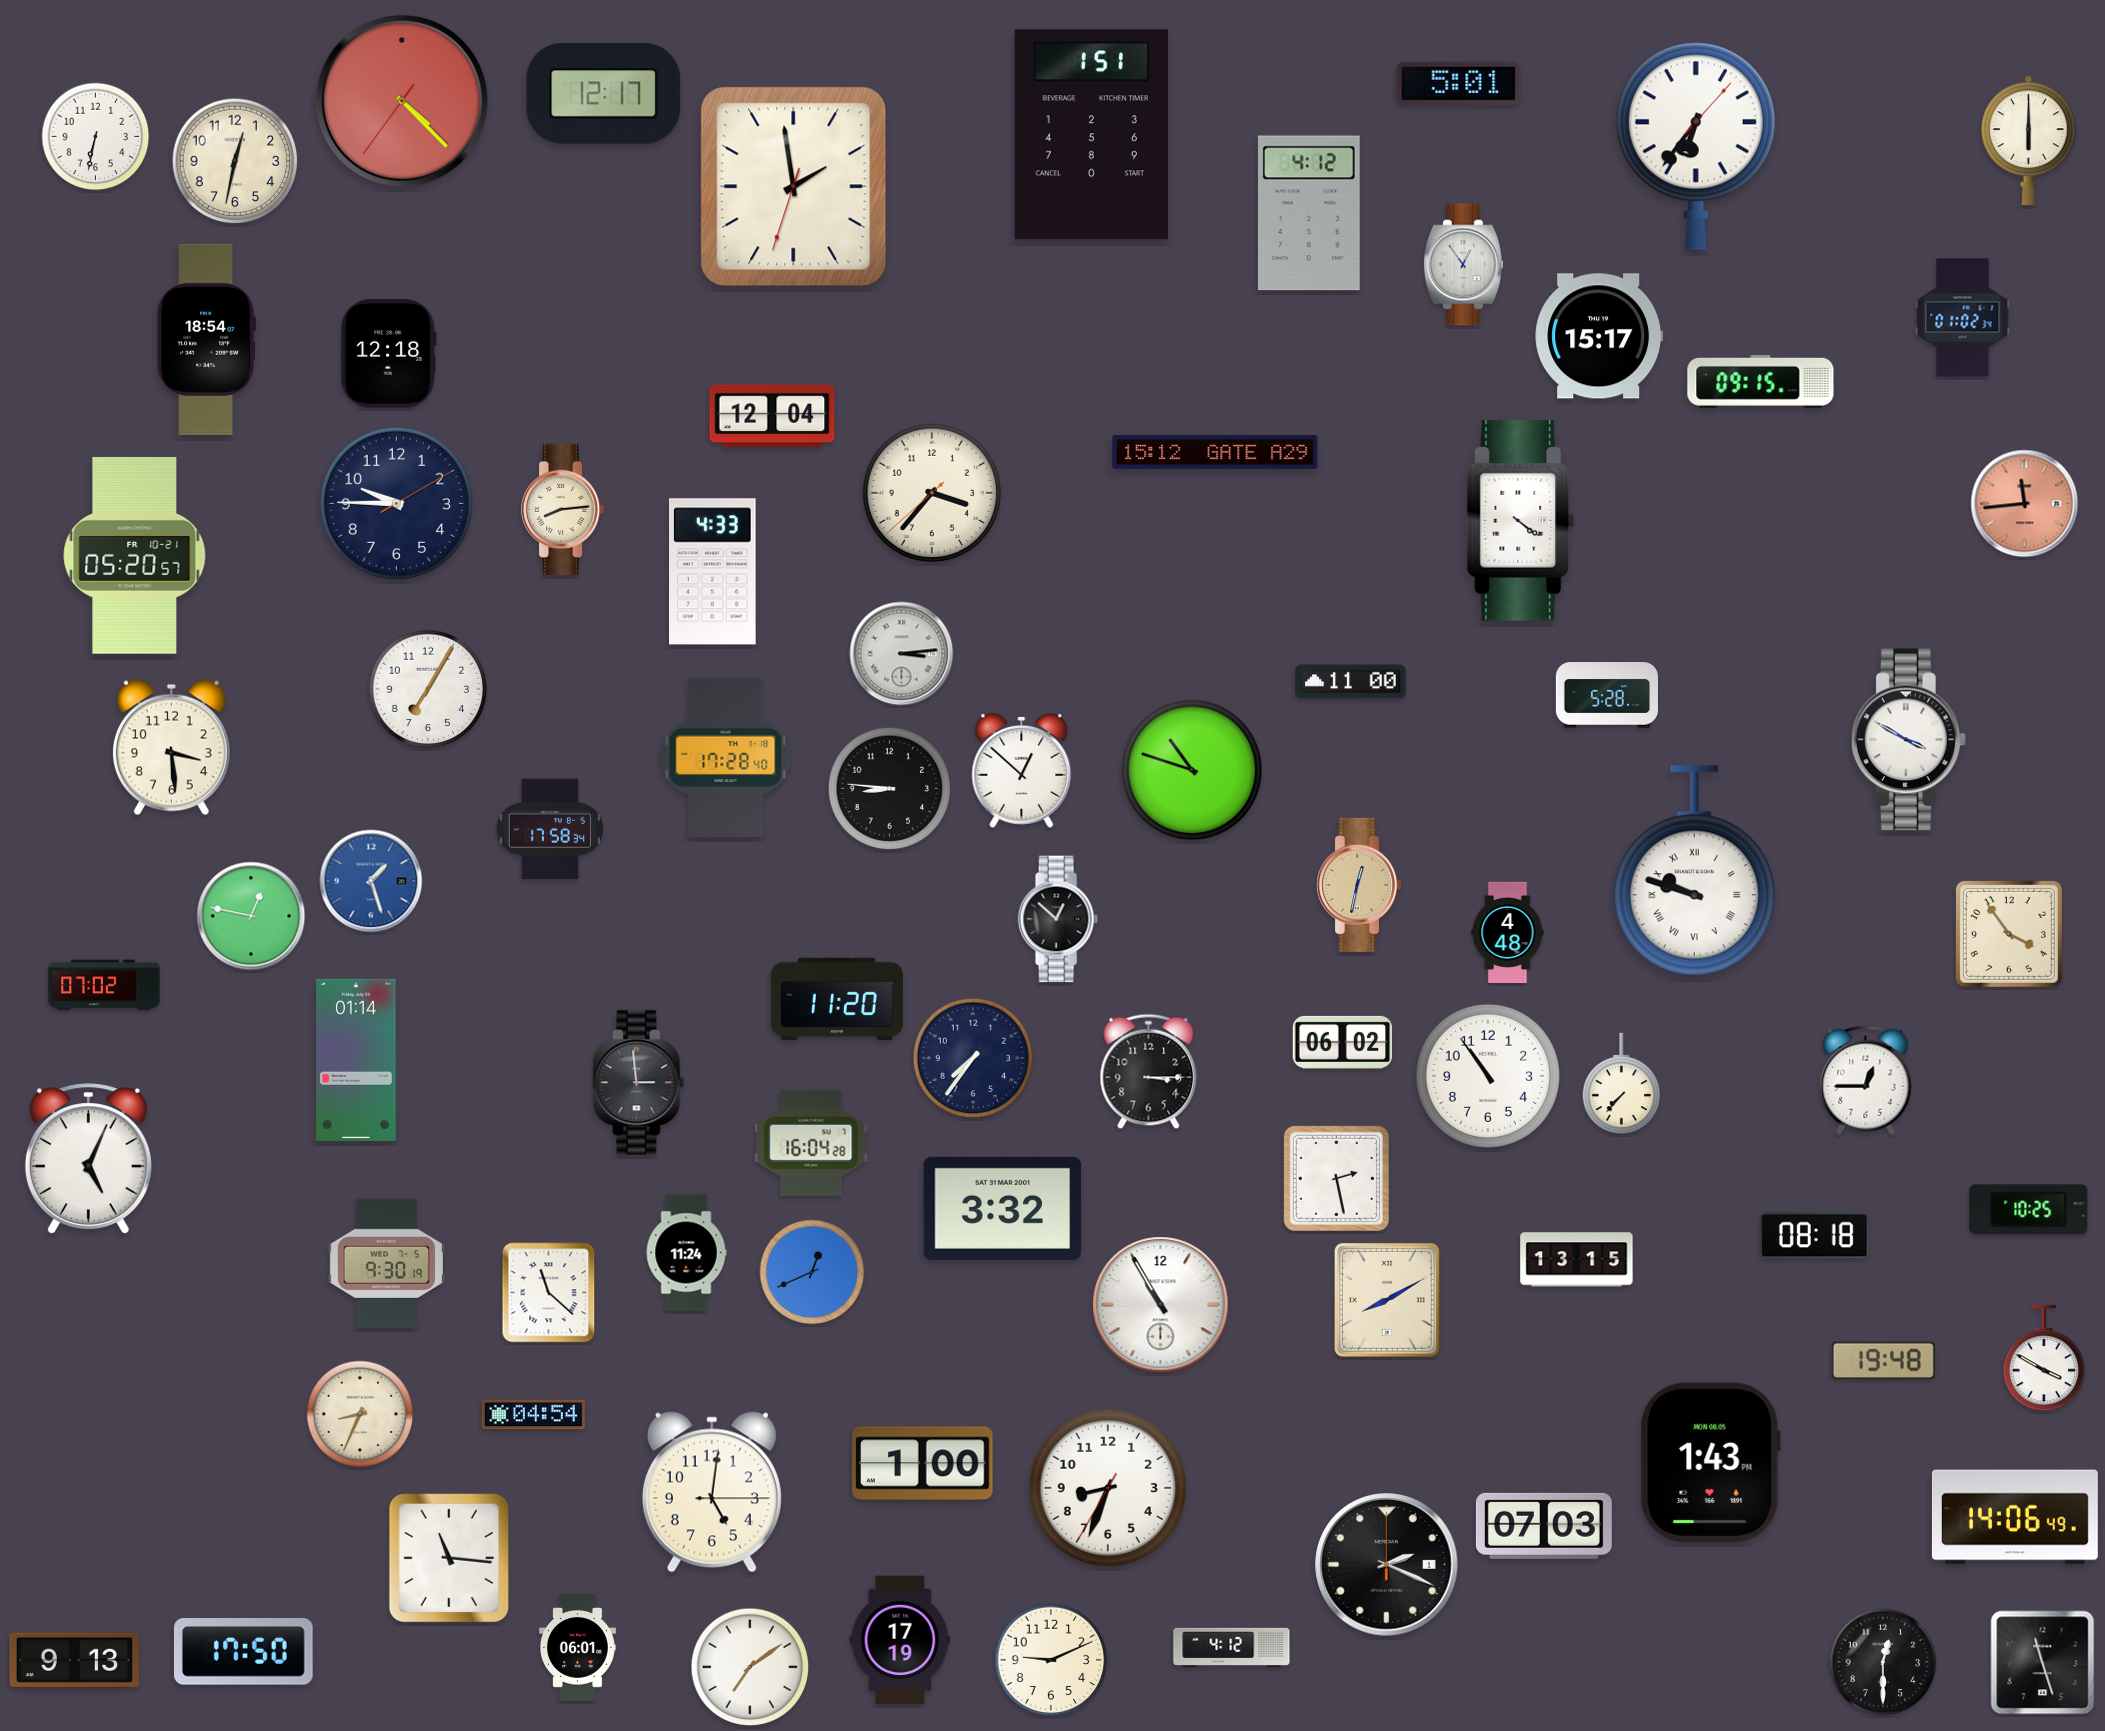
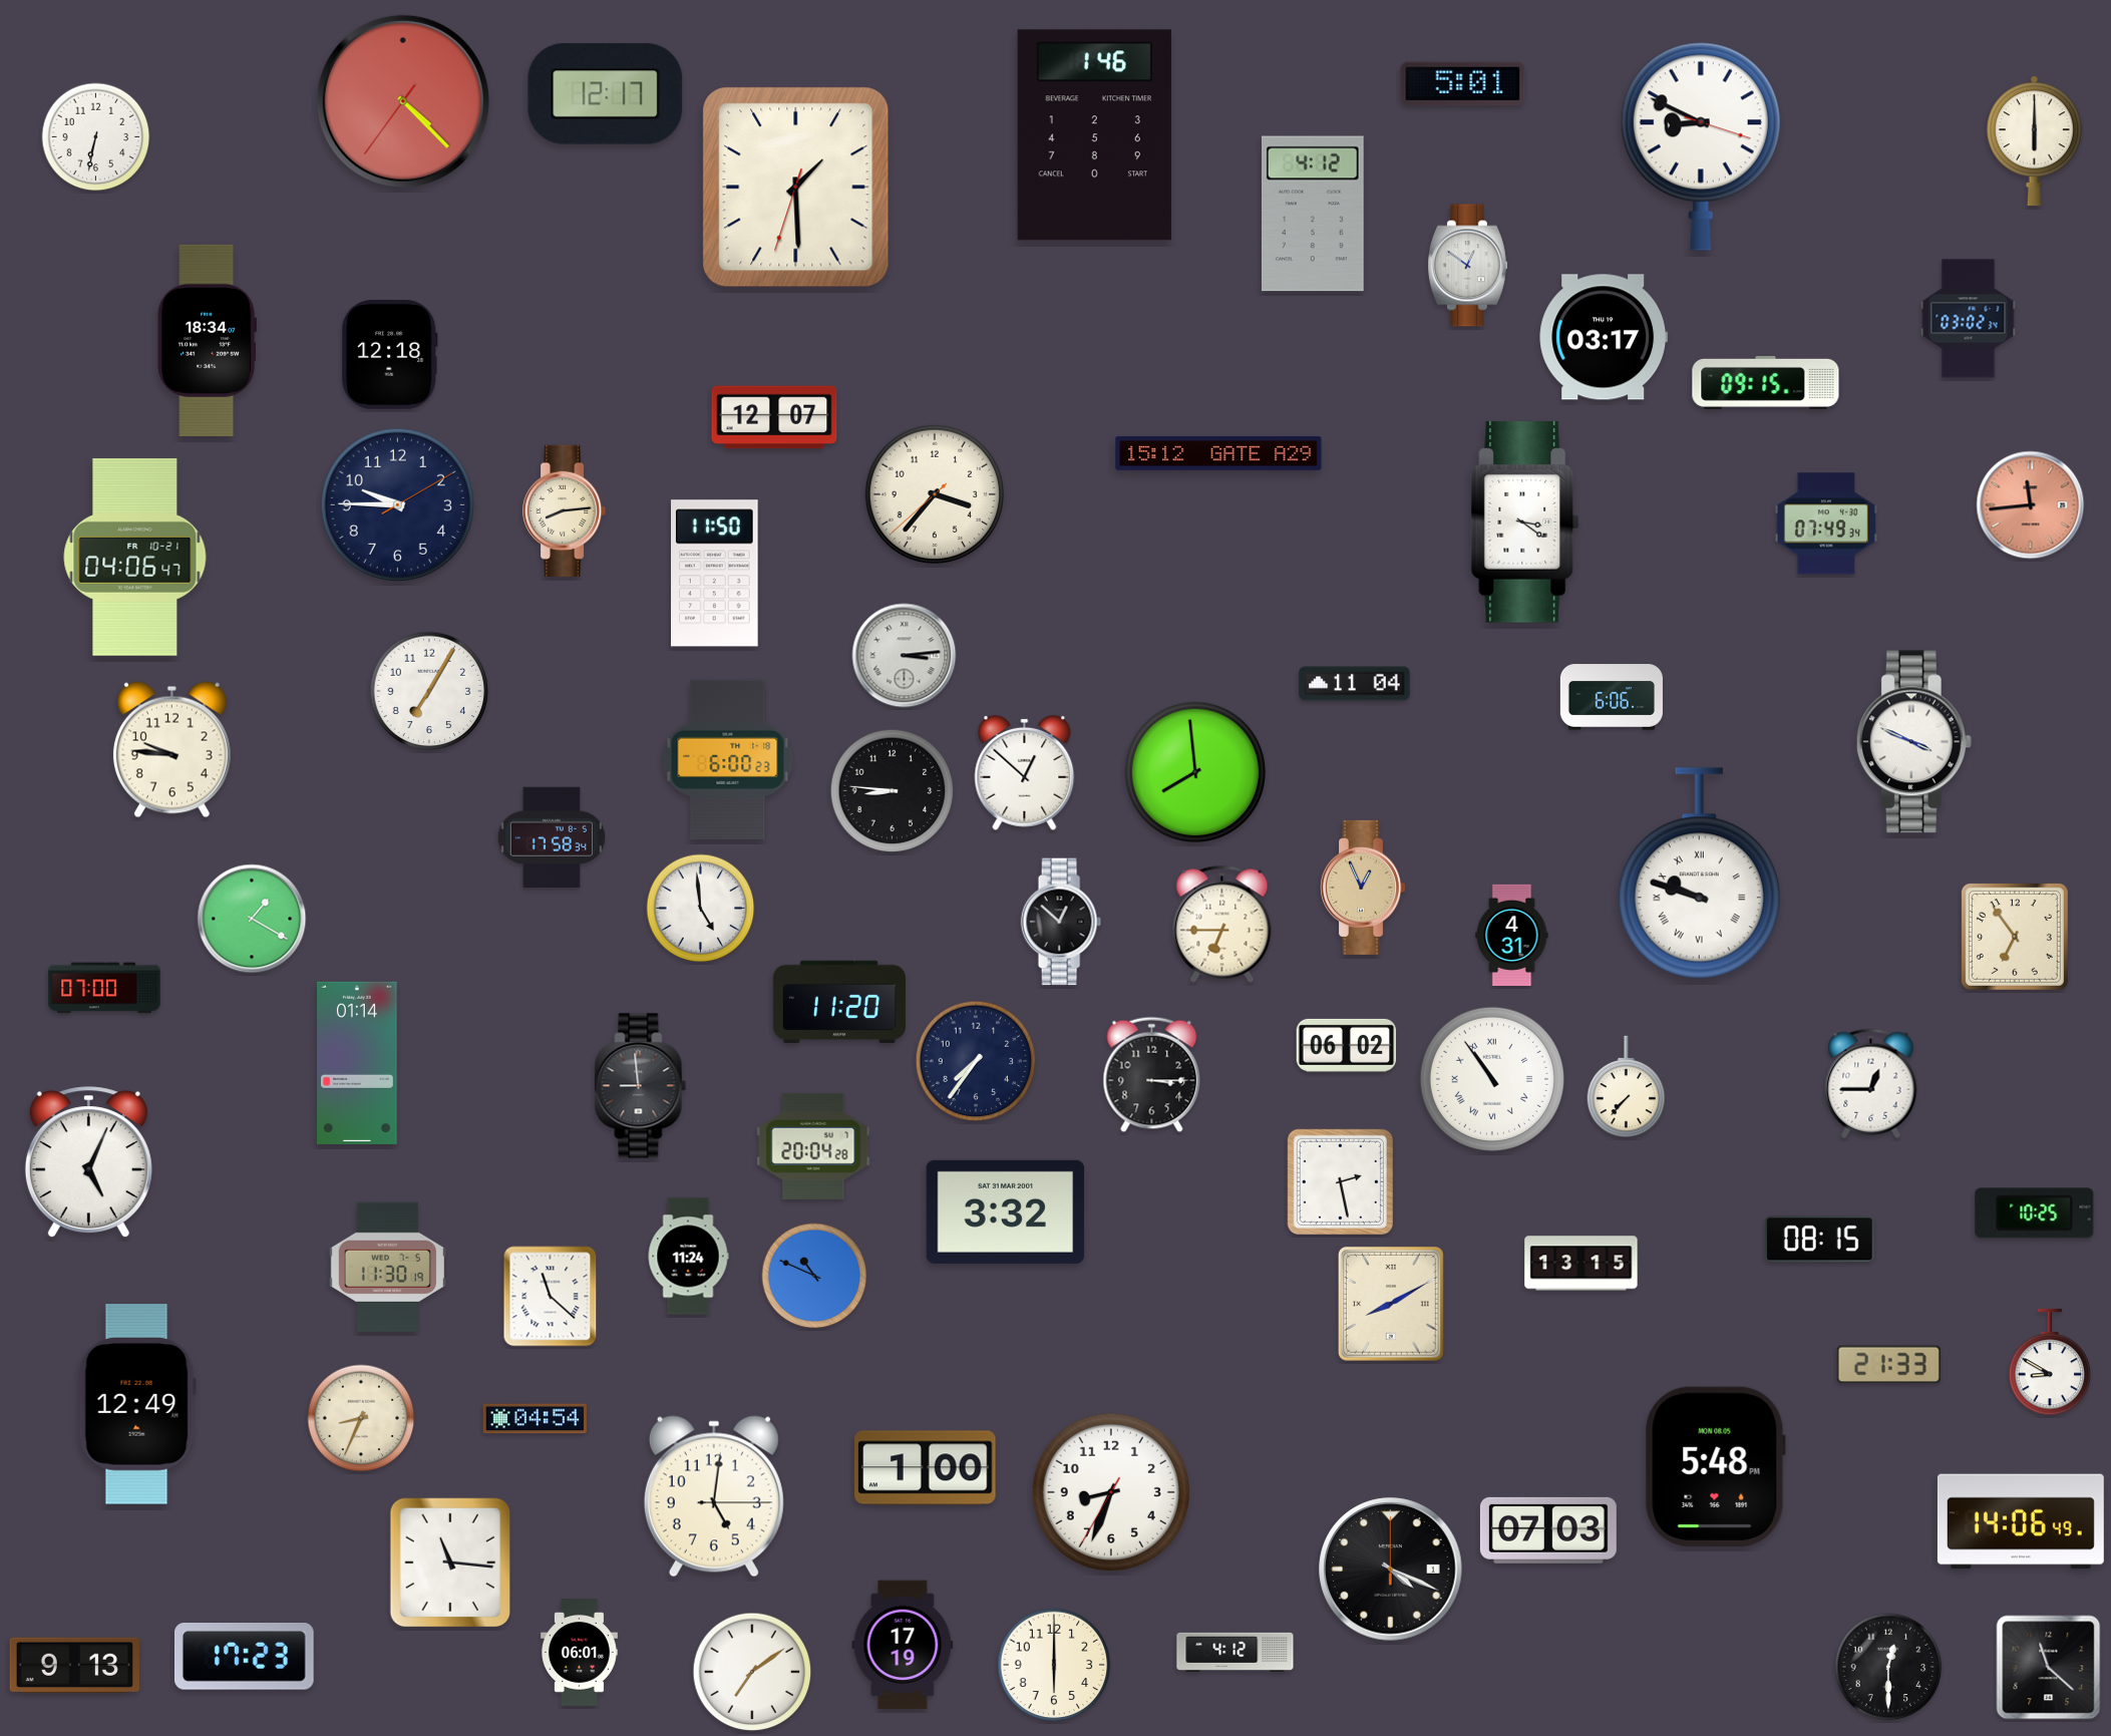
clock at (1091, 135): 1:51 -> 1:46
clock at (1696, 146): 6:36 -> 8:49
clock at (235, 161): 12:32 -> none
clock at (794, 187): 1:58 -> 1:29
clock at (1463, 265): 12:54 -> 12:51
clock at (1963, 318): 01:02 -> 03:02
clock at (1599, 336): 15:17 -> 03:17
clock at (206, 339): 18:54 -> 18:34
clock at (772, 416): 12:04 -> 12:07
clock at (1521, 521): 4:21 -> 3:21
clock at (1826, 524): none -> 07:49
clock at (135, 555): 05:20 -> 04:06
clock at (713, 572): 4:33 -> 11:50
clock at (1351, 682): 11:00 -> 11:04
clock at (1607, 695): 5:28 -> 6:06
clock at (1908, 740): 3:50 -> 3:49
clock at (171, 748): 3:29 -> 9:46
clock at (726, 758): 17:28 -> 6:00
clock at (1191, 769): 10:48 -> 7:59
clock at (550, 829) position: (550, 829) -> (552, 837)
clock at (371, 881): 1:27 -> none
clock at (1359, 885): 12:32 -> 12:56
clock at (701, 909): none -> 4:59
clock at (251, 916): 12:47 -> 1:20
clock at (1222, 924): none -> 6:45
clock at (1508, 933): 4:48 -> 4:31
clock at (2009, 934): 3:54 -> 6:54
clock at (104, 985): 07:02 -> 07:00
clock at (1487, 1075) numerals: Arabic -> Roman
clock at (639, 1083): 2:59 -> 8:59
clock at (811, 1143): 16:04 -> 20:04
clock at (1815, 1236): 08:18 -> 08:15
clock at (386, 1264): 9:30 -> 11:30
clock at (812, 1272): 12:41 -> 10:49
clock at (1161, 1305): 10:55 -> none
clock at (2044, 1358): 3:50 -> 8:50
clock at (1883, 1361): 19:48 -> 21:33
clock at (137, 1404): none -> 12:49
clock at (1710, 1462): 1:43 -> 5:48
clock at (1387, 1565): 2:19 -> 4:19
clock at (243, 1652): 17:50 -> 17:23
clock at (1051, 1660): 9:11 -> 6:00
clock at (2043, 1663): 11:27 -> 11:22
